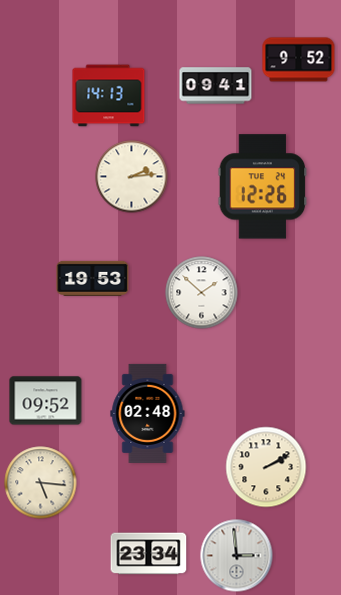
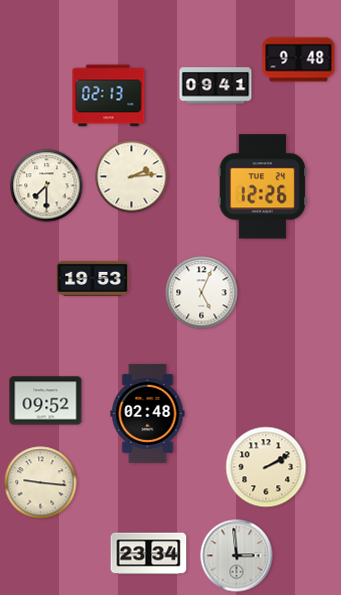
clock at (299, 60): 9:52 -> 9:48
clock at (109, 96): 14:13 -> 02:13
clock at (47, 186): none -> 7:30
clock at (202, 293): 1:52 -> 5:04
clock at (41, 483): 5:16 -> 9:16
